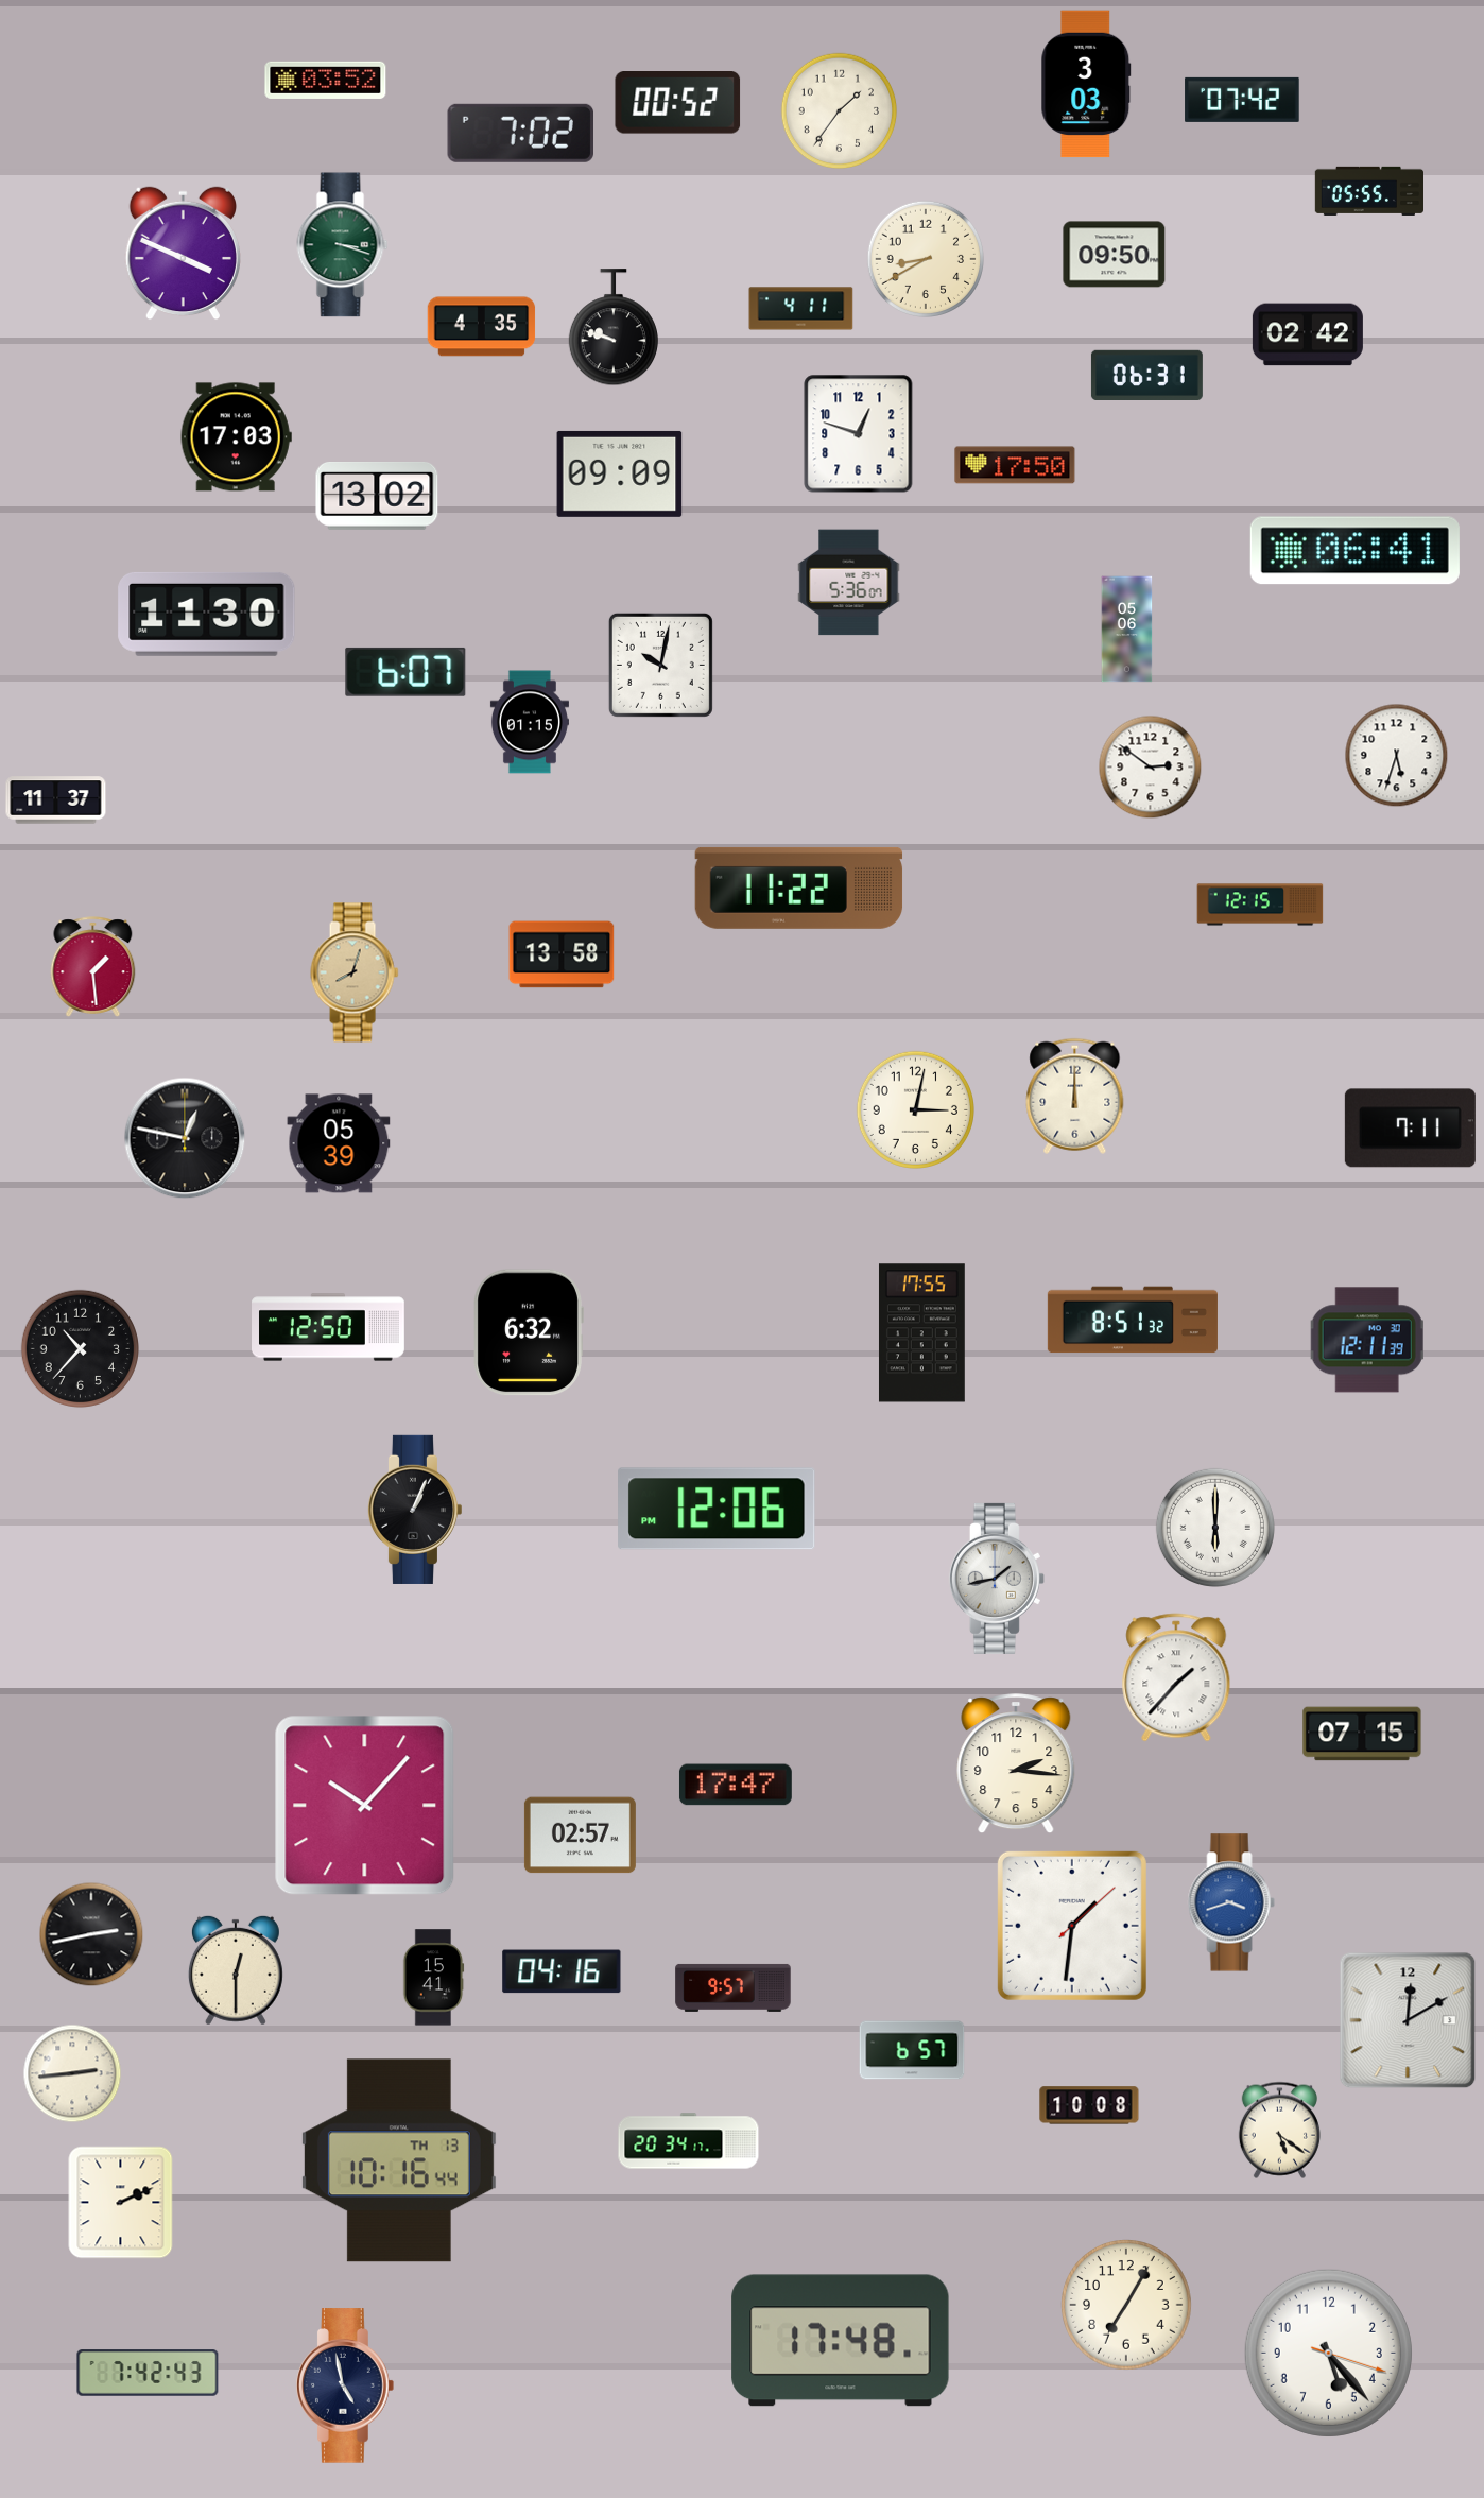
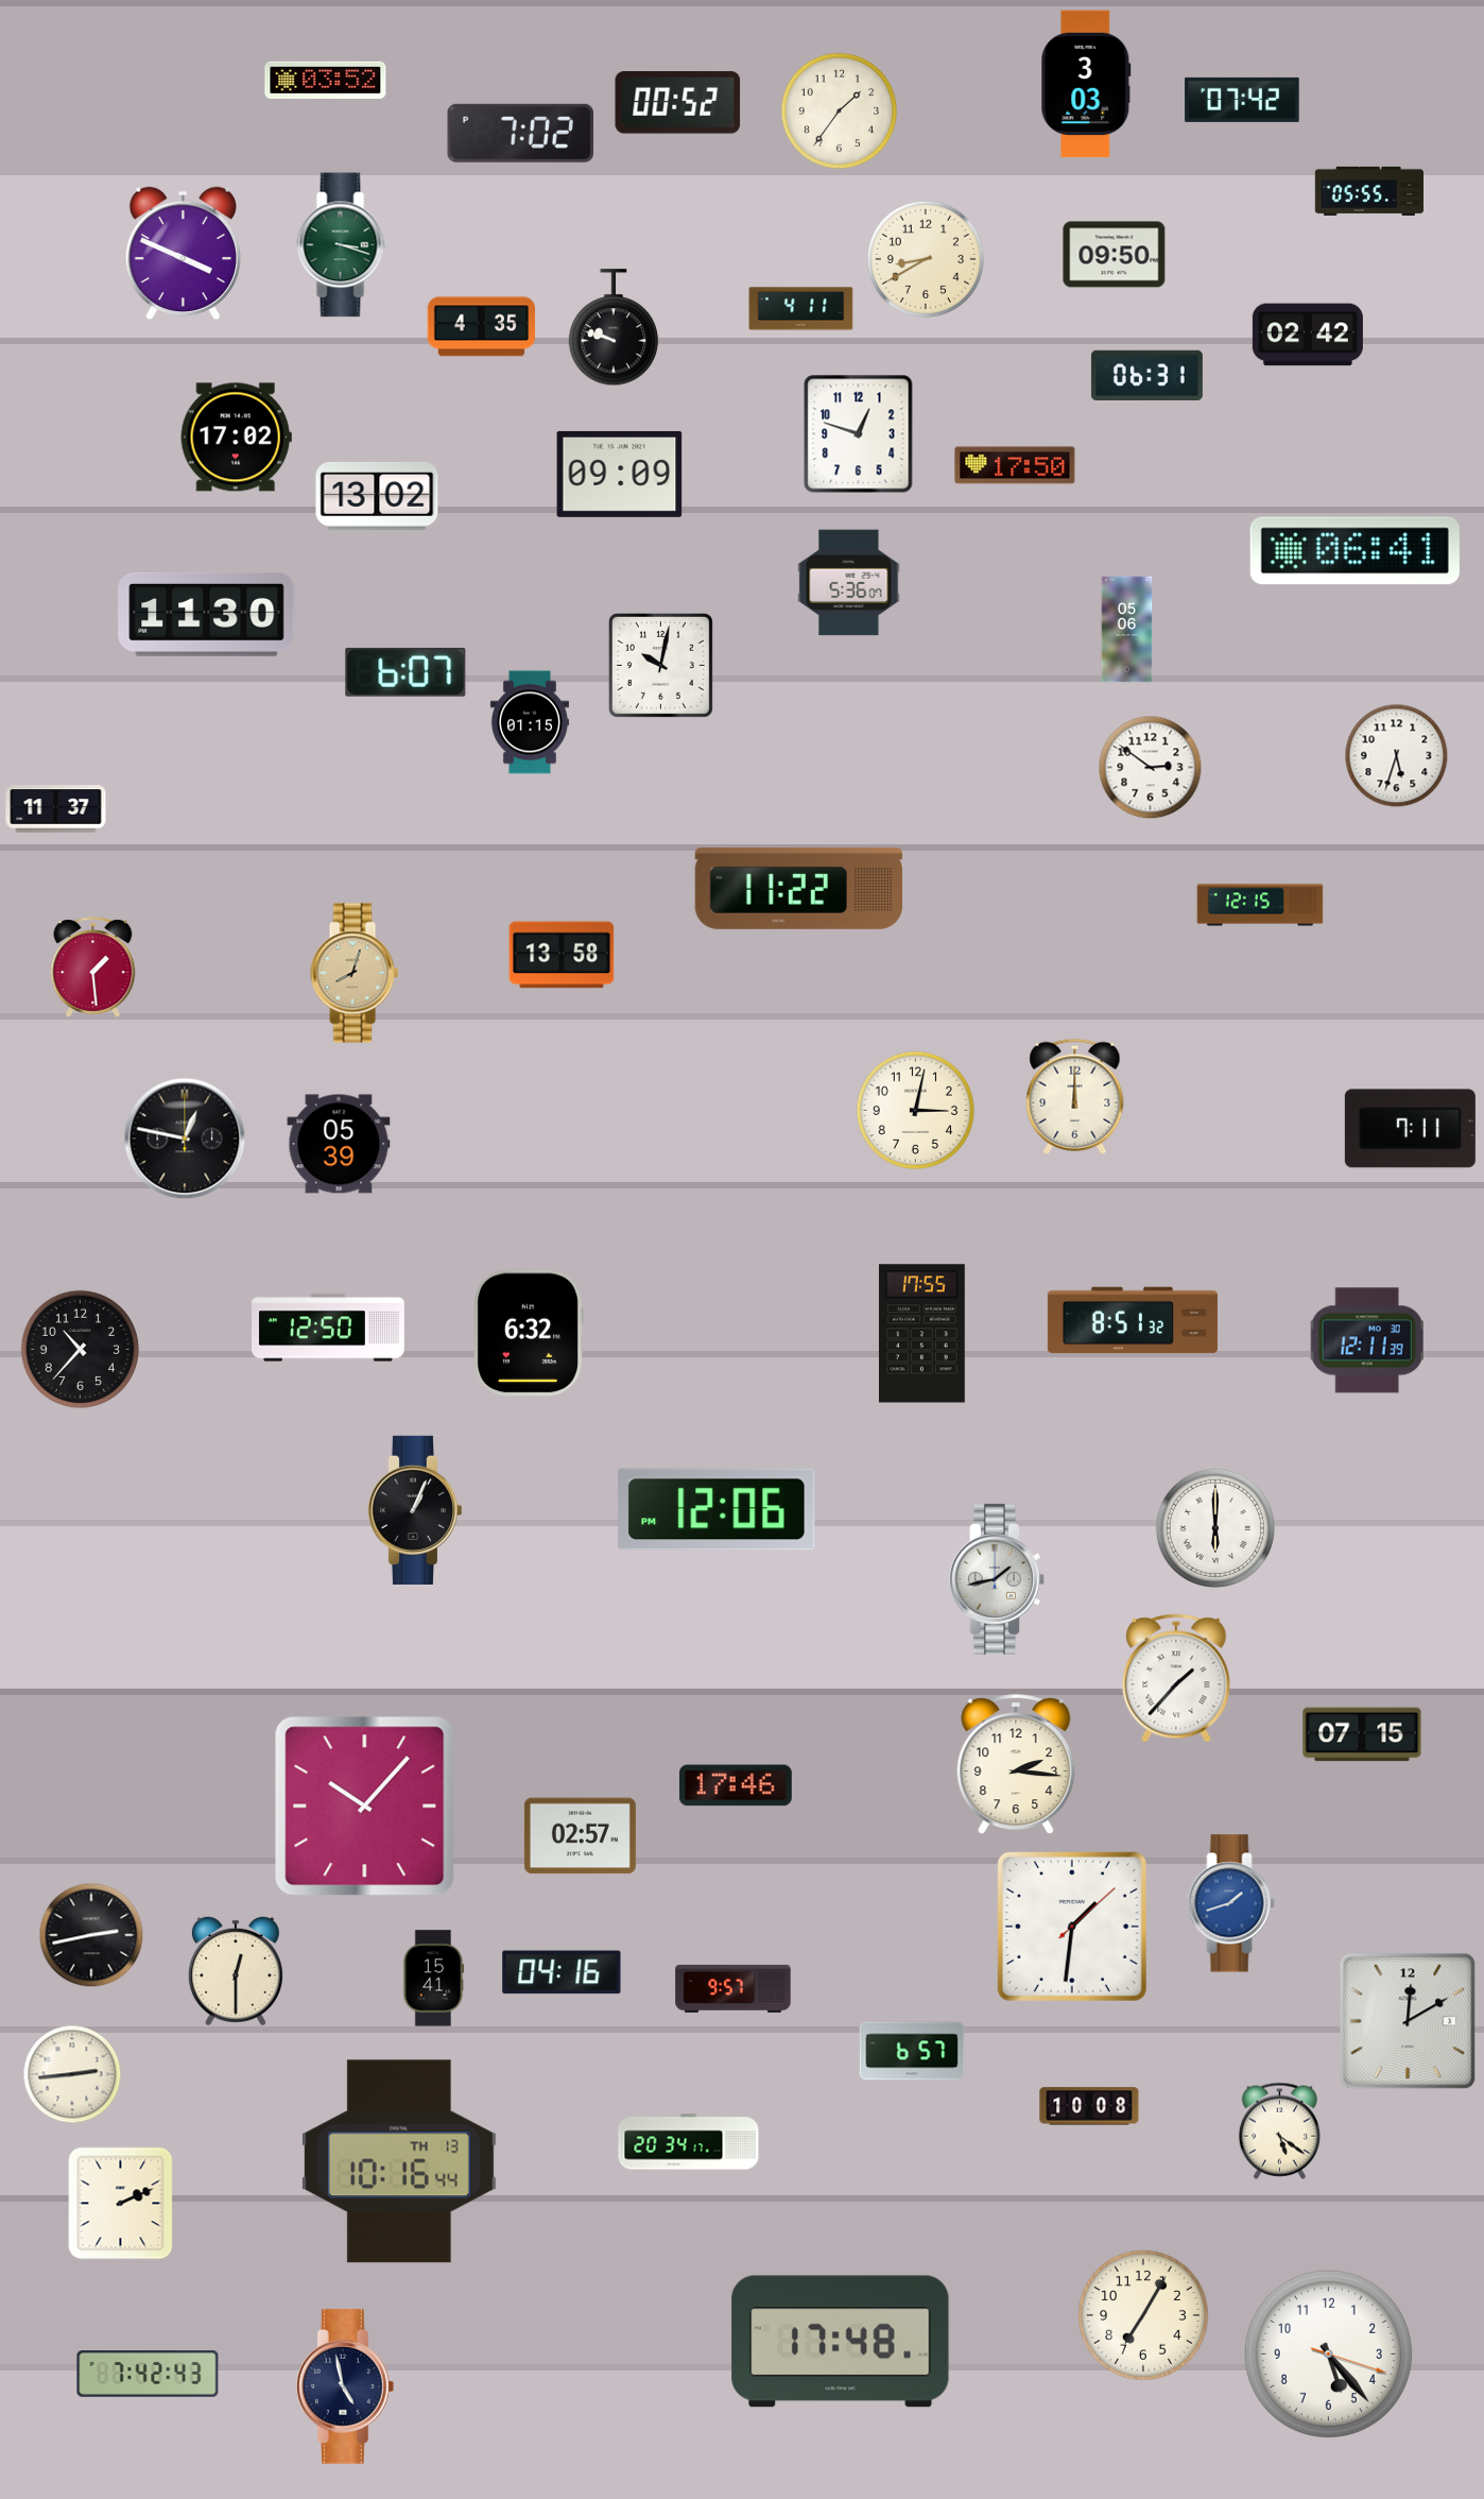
clock at (236, 437): 17:03 -> 17:02
clock at (56, 800) position: (56, 800) -> (56, 809)
clock at (736, 1785): 17:47 -> 17:46
clock at (1231, 1902): 3:42 -> 1:42
clock at (1126, 2305) position: (1126, 2305) -> (1143, 2315)
